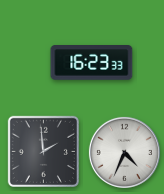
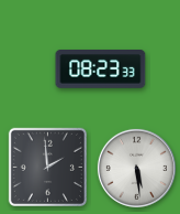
clock at (92, 63): 16:23 -> 08:23
clock at (124, 152): 4:34 -> 5:29
